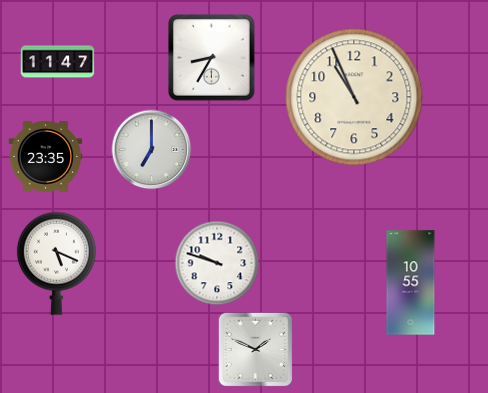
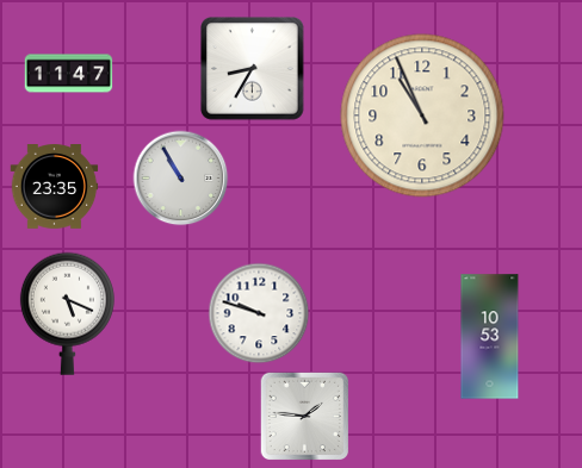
clock at (152, 150): 7:00 -> 10:55
clock at (411, 283): 10:55 -> 10:53
clock at (256, 350): 1:49 -> 1:46
